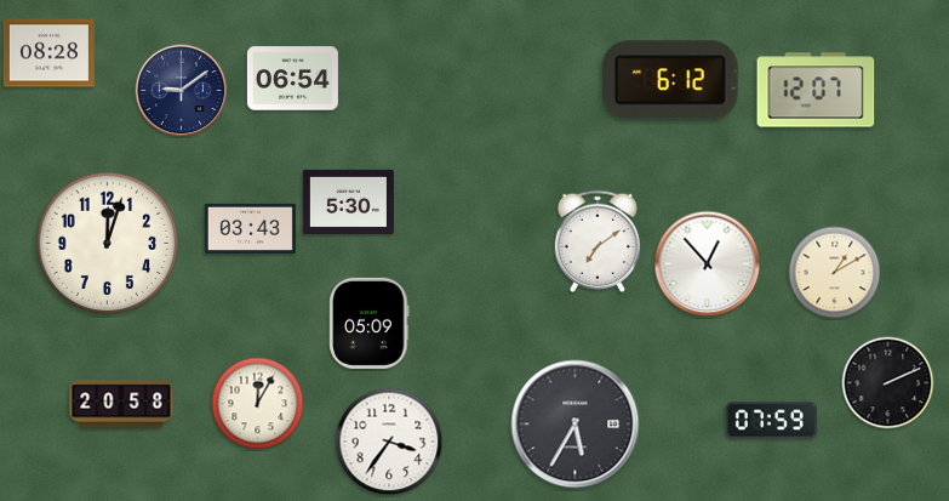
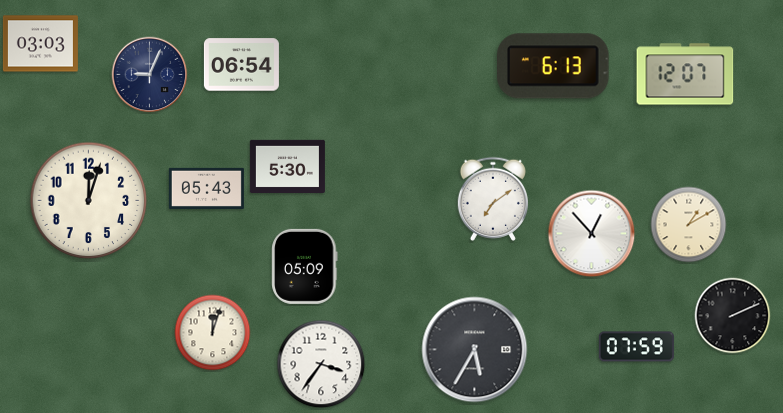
clock at (48, 53): 08:28 -> 03:03
clock at (670, 80): 6:12 -> 6:13
clock at (816, 90) position: (816, 90) -> (685, 74)
clock at (182, 91): 9:09 -> 9:04
clock at (250, 228): 03:43 -> 05:43
clock at (708, 264) position: (708, 264) -> (592, 234)
clock at (121, 404): 20:58 -> none
clock at (258, 404): 12:05 -> 12:03
